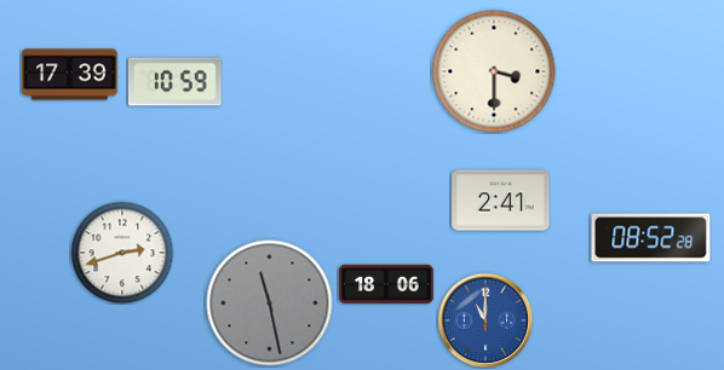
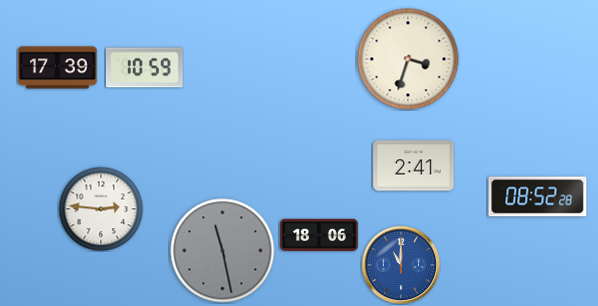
clock at (494, 71): 3:30 -> 3:33
clock at (70, 75) position: (70, 75) -> (58, 68)
clock at (122, 253): 2:42 -> 2:46
